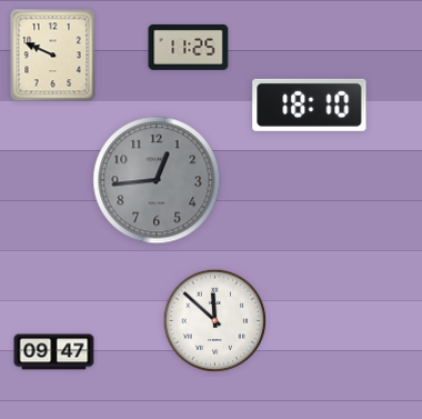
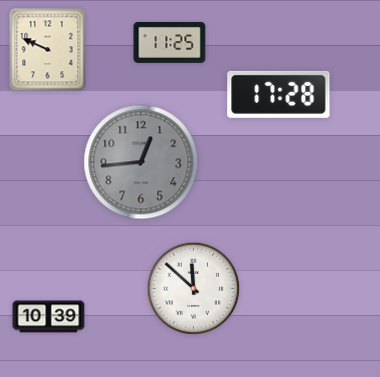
clock at (310, 104): 18:10 -> 17:28
clock at (54, 352): 09:47 -> 10:39
